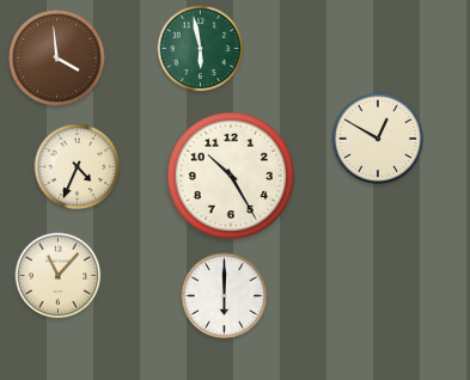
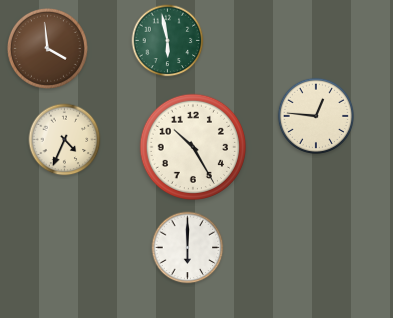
clock at (378, 139): 12:50 -> 12:46
clock at (59, 276): 11:07 -> none
